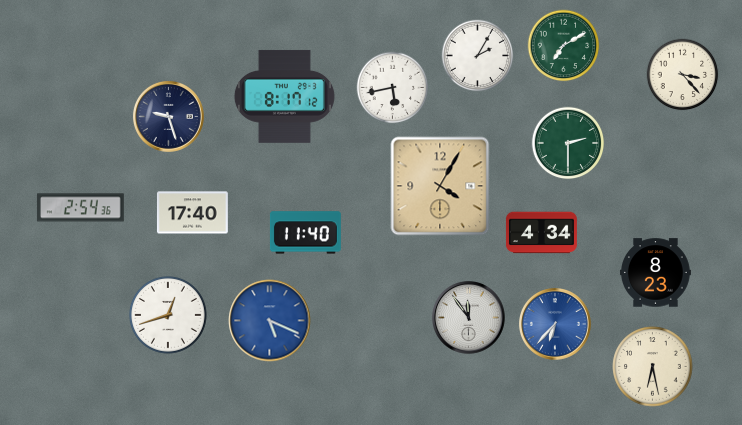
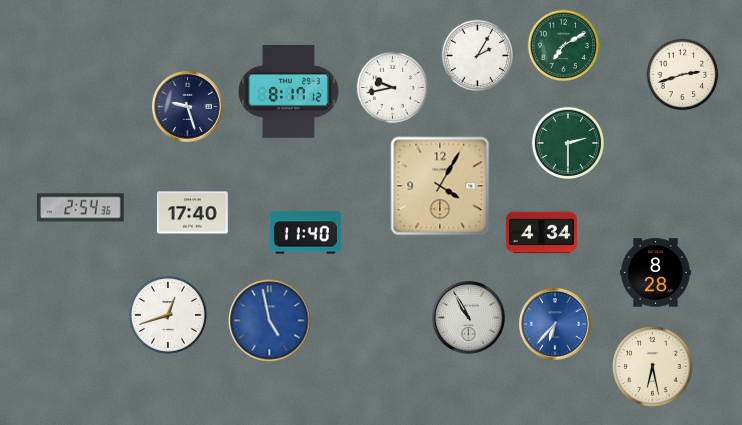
clock at (683, 75): 3:23 -> 2:42
clock at (393, 88): 5:43 -> 9:43
clock at (284, 97) position: (284, 97) -> (288, 92)
clock at (168, 116) position: (168, 116) -> (187, 106)
clock at (655, 273): 8:23 -> 8:28
clock at (469, 318): 11:54 -> 10:55
clock at (270, 321): 5:19 -> 4:58
